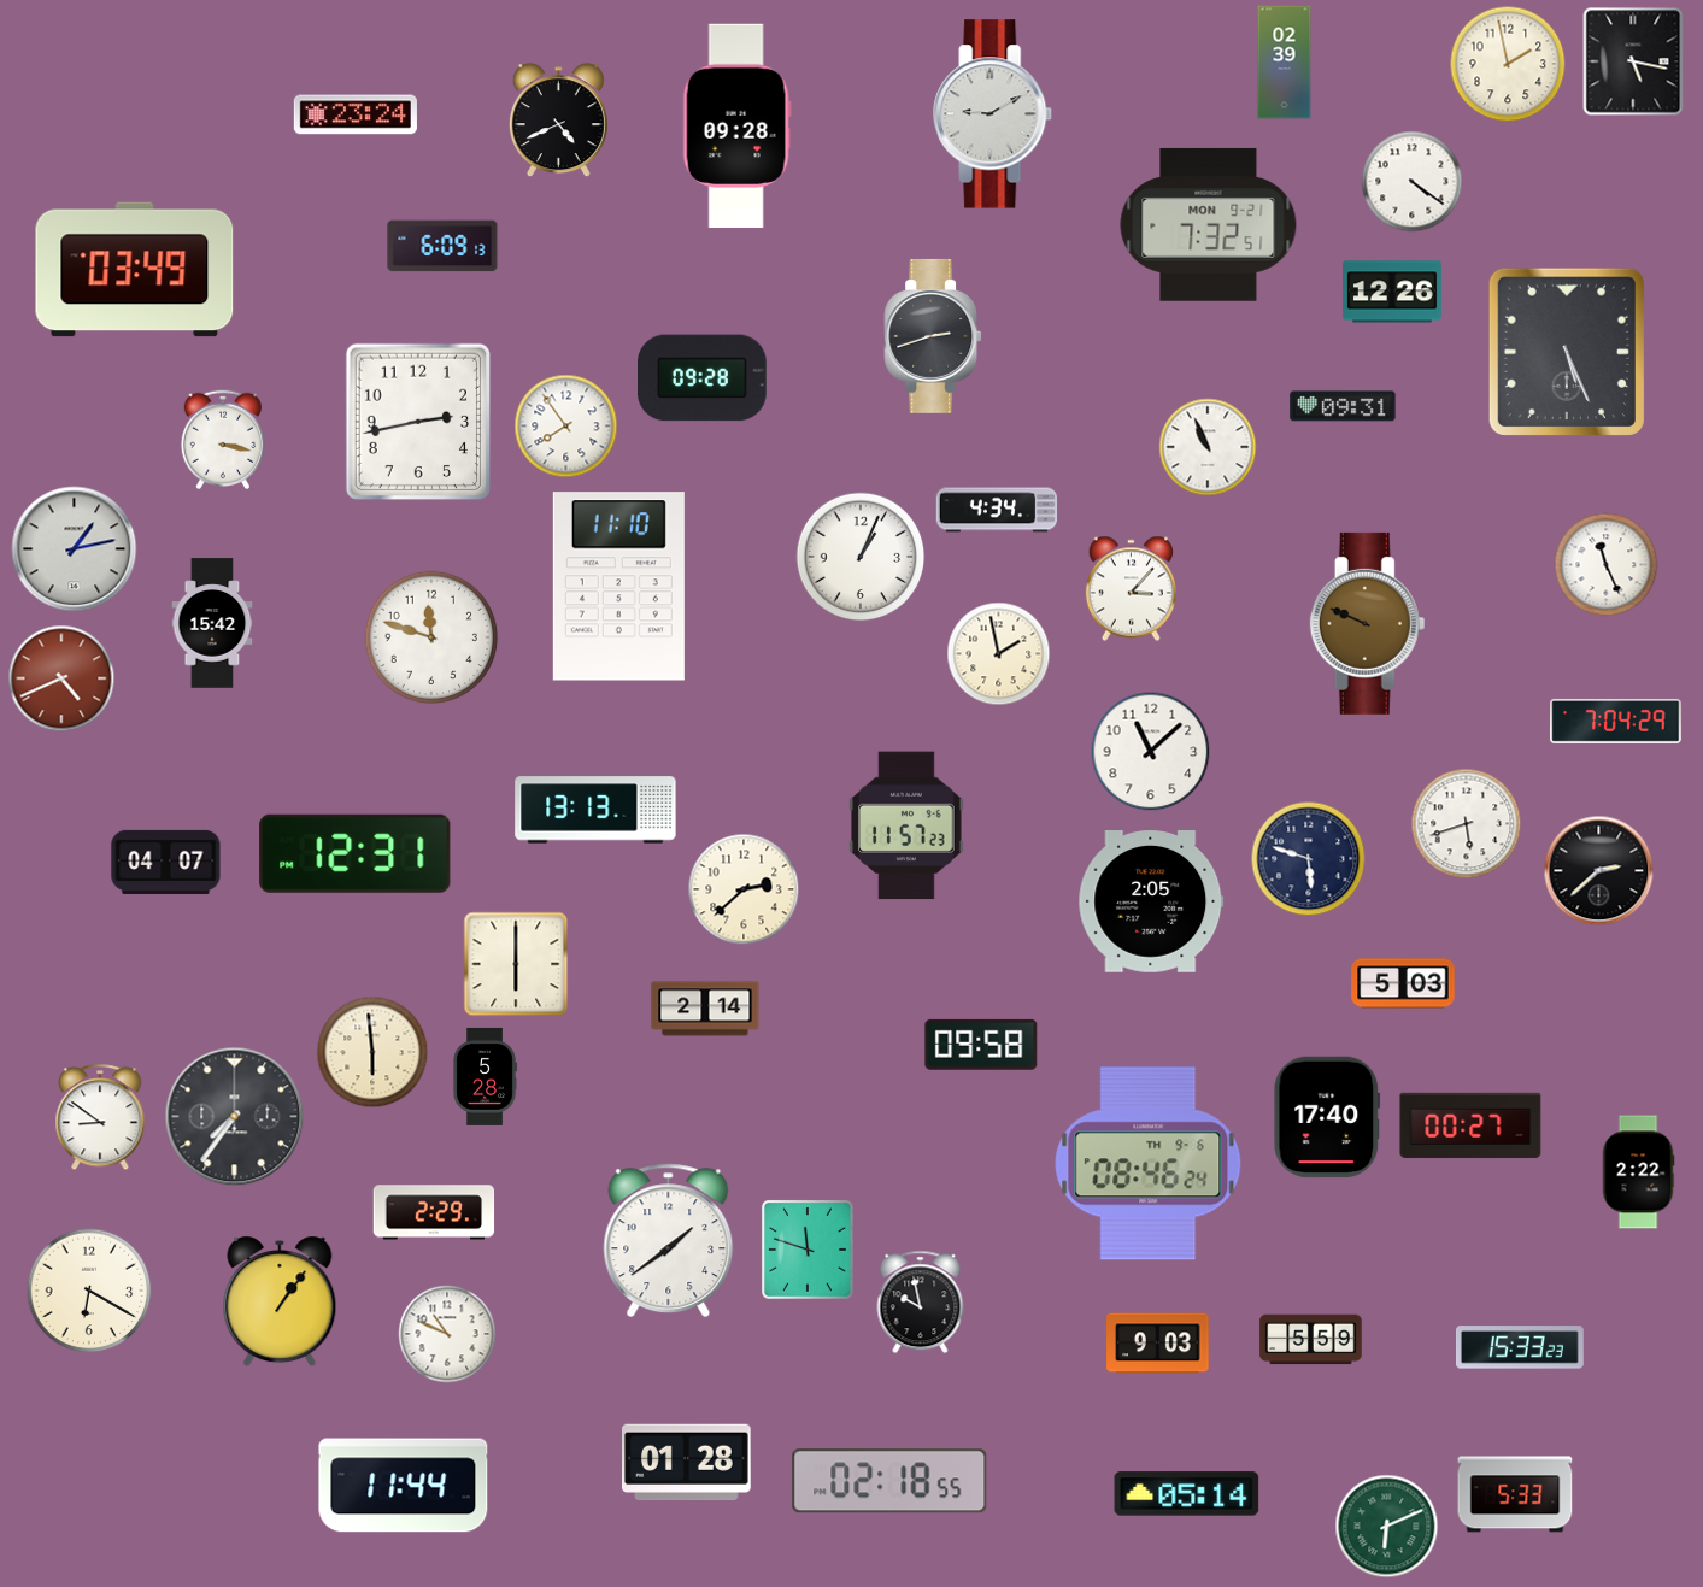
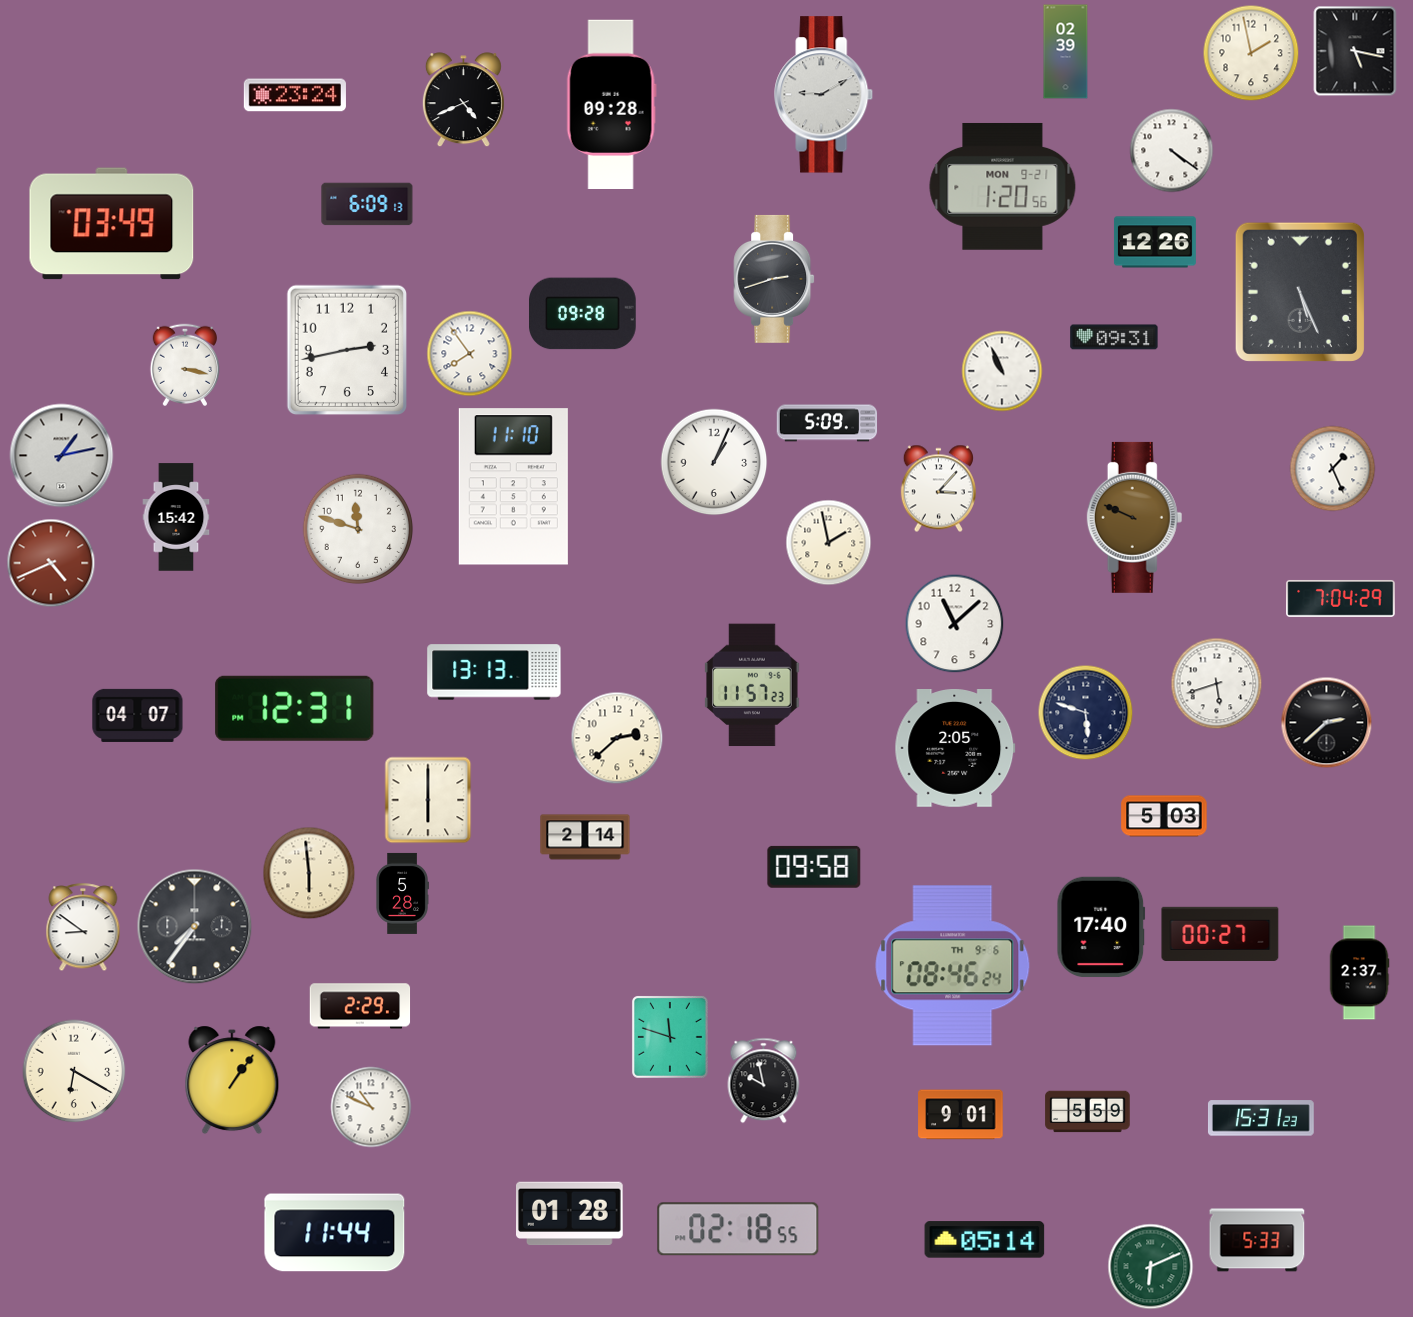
clock at (1209, 225): 7:32 -> 1:20
clock at (997, 510): 4:34 -> 5:09
clock at (1607, 565): 11:26 -> 1:26
clock at (1638, 1172): 2:22 -> 2:37
clock at (669, 1241): 1:39 -> none
clock at (1158, 1344): 9:03 -> 9:01
clock at (1520, 1347): 15:33 -> 15:31
